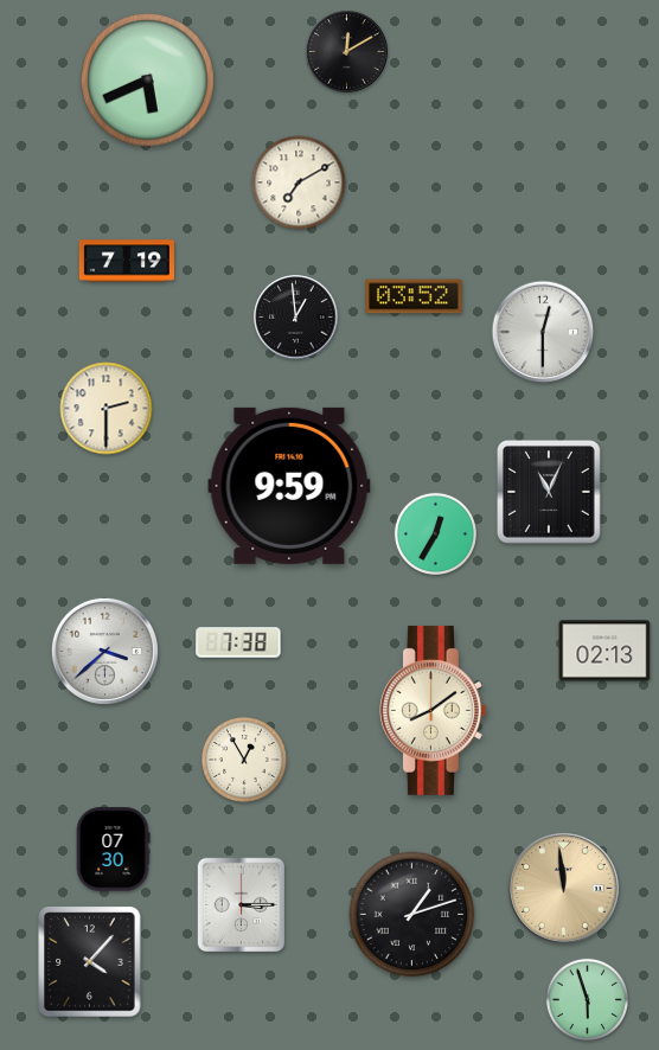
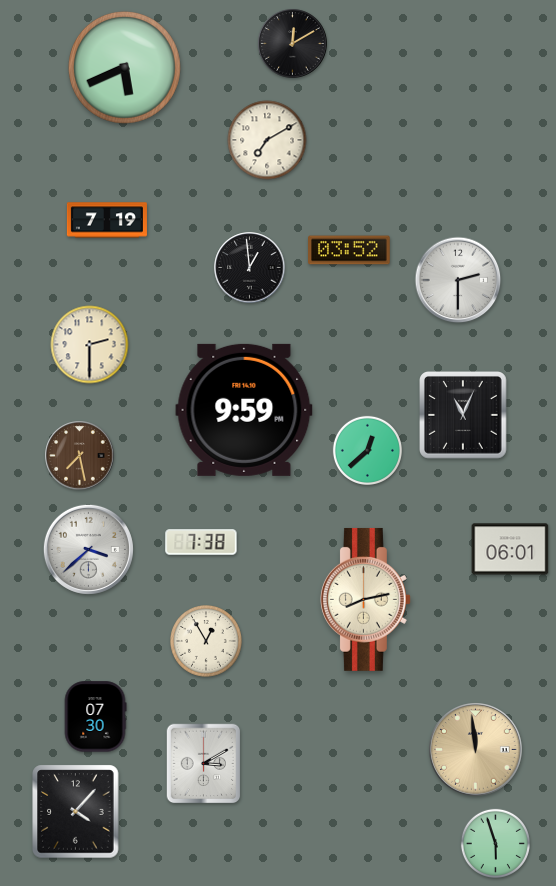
clock at (299, 183) position: (299, 183) -> (267, 140)
clock at (543, 332): 12:30 -> 2:30
clock at (435, 533): 12:35 -> 12:38
clock at (80, 456): none -> 7:28
clock at (604, 651): 02:13 -> 06:01
clock at (433, 710): 8:09 -> 8:13
clock at (242, 905): 3:15 -> 3:10
clock at (412, 915): 1:12 -> none
